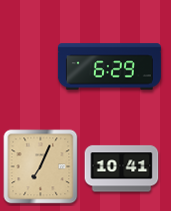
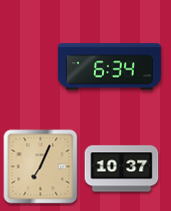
clock at (109, 67): 6:29 -> 6:34
clock at (122, 169): 10:41 -> 10:37
